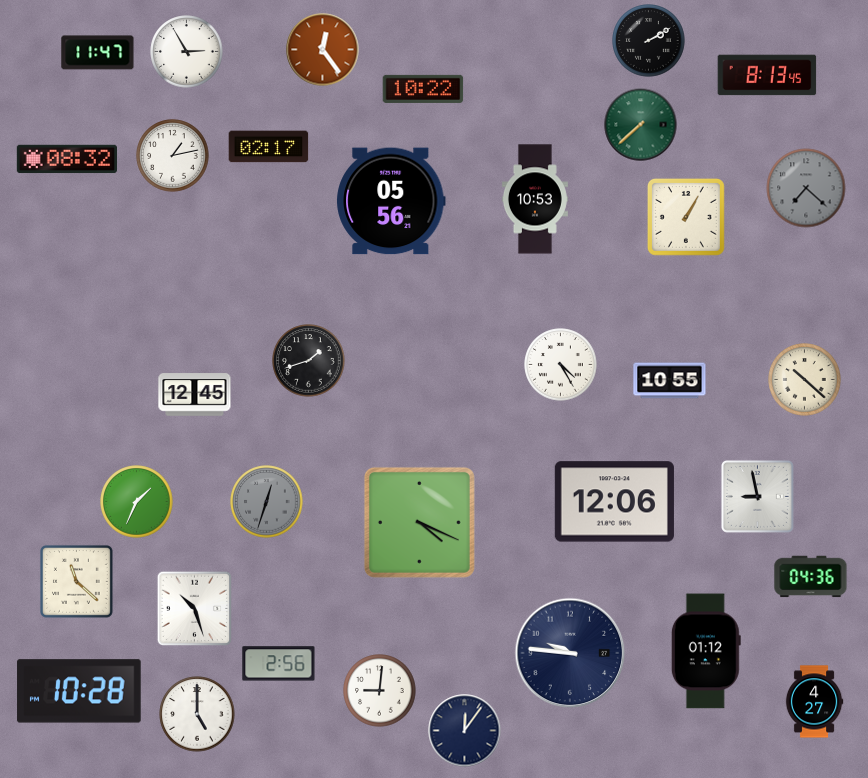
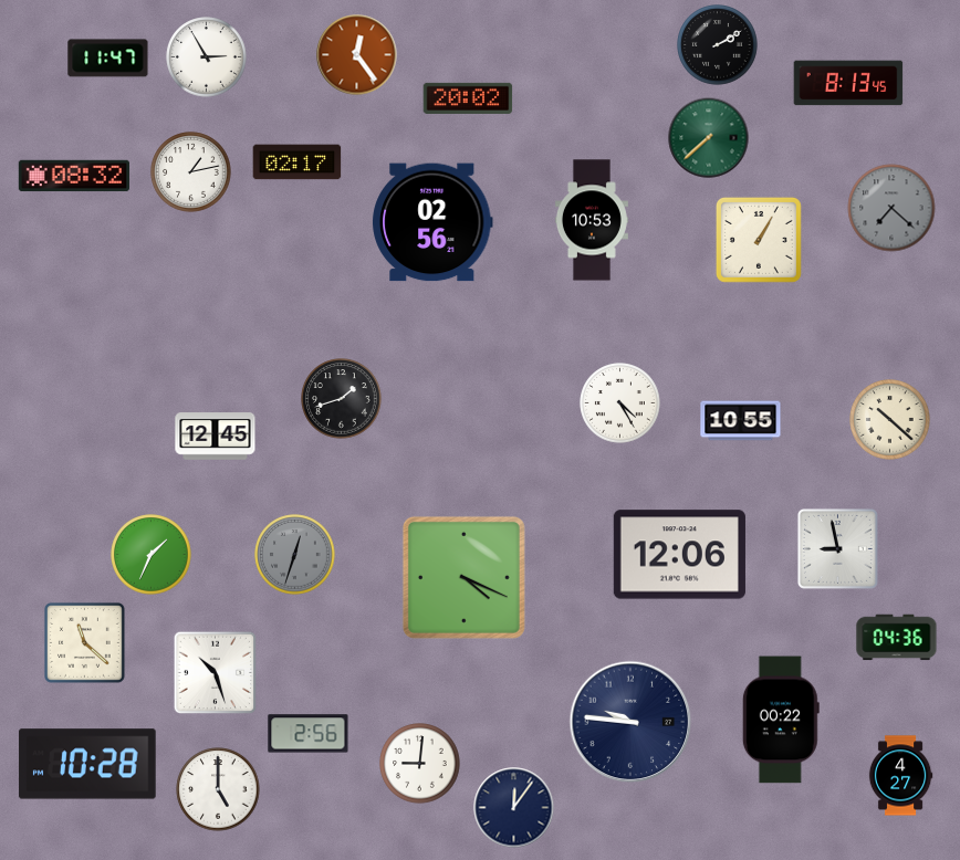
clock at (423, 89): 10:22 -> 20:02
clock at (392, 201): 05:56 -> 02:56
clock at (706, 651): 01:12 -> 00:22
